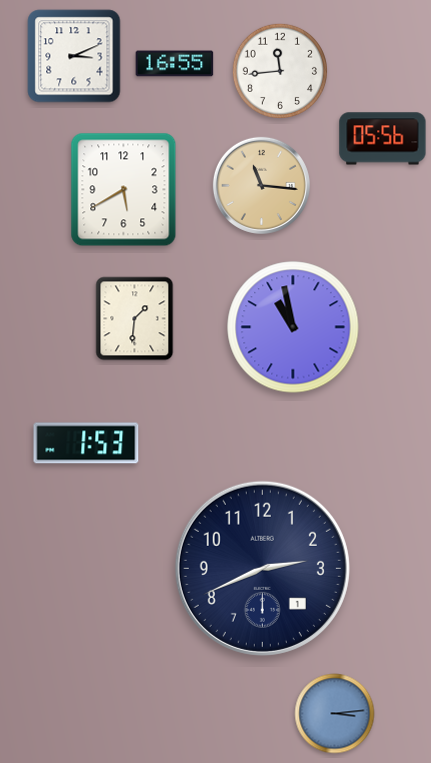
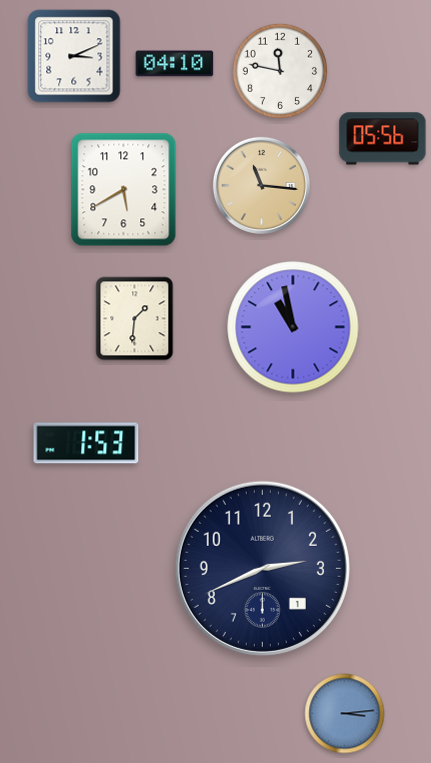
clock at (175, 64): 16:55 -> 04:10
clock at (280, 71): 11:44 -> 11:47
clock at (335, 714) position: (335, 714) -> (345, 714)
